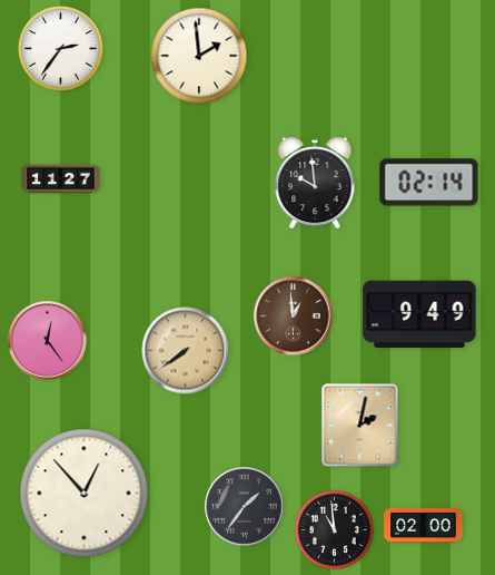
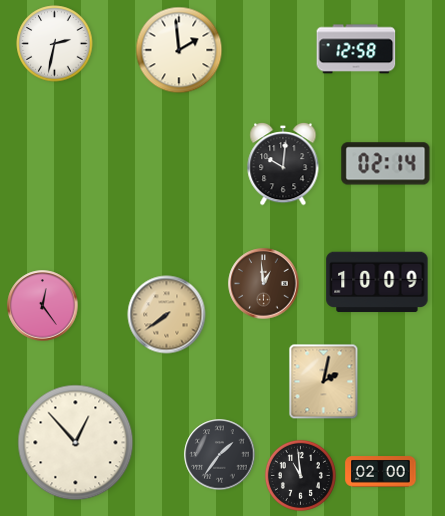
clock at (61, 49): 2:36 -> 2:32
clock at (356, 49): none -> 12:58
clock at (61, 179): 11:27 -> none
clock at (315, 183): 9:59 -> 10:01
clock at (419, 314): 9:49 -> 10:09
